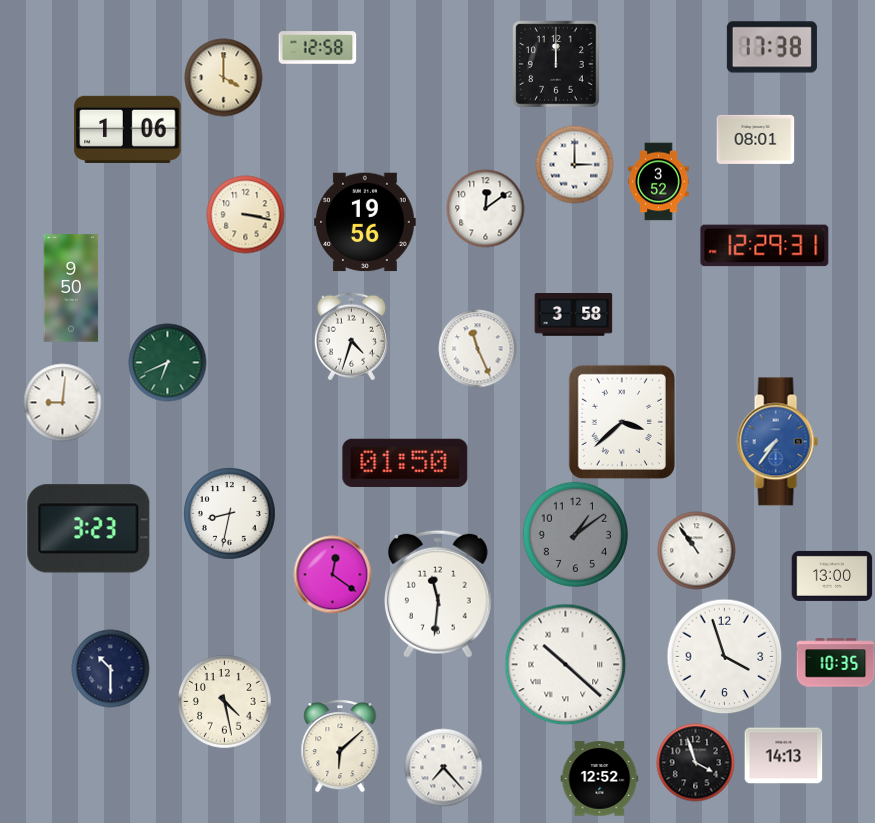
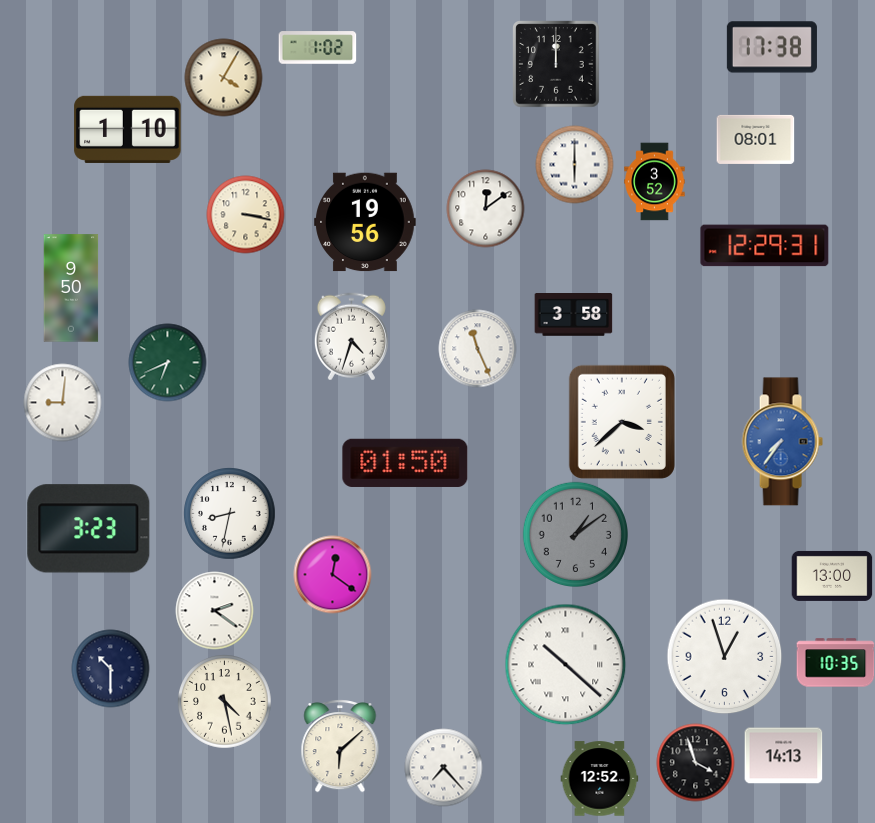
clock at (317, 48): 12:58 -> 1:02
clock at (223, 77): 4:00 -> 4:05
clock at (128, 129): 1:06 -> 1:10
clock at (574, 164): 3:00 -> 6:00
clock at (659, 181) position: (659, 181) -> (655, 181)
clock at (777, 442) position: (777, 442) -> (782, 442)
clock at (696, 550): 10:54 -> none
clock at (438, 594): 11:31 -> none
clock at (214, 610): none -> 2:21
clock at (724, 656): 3:57 -> 12:57
